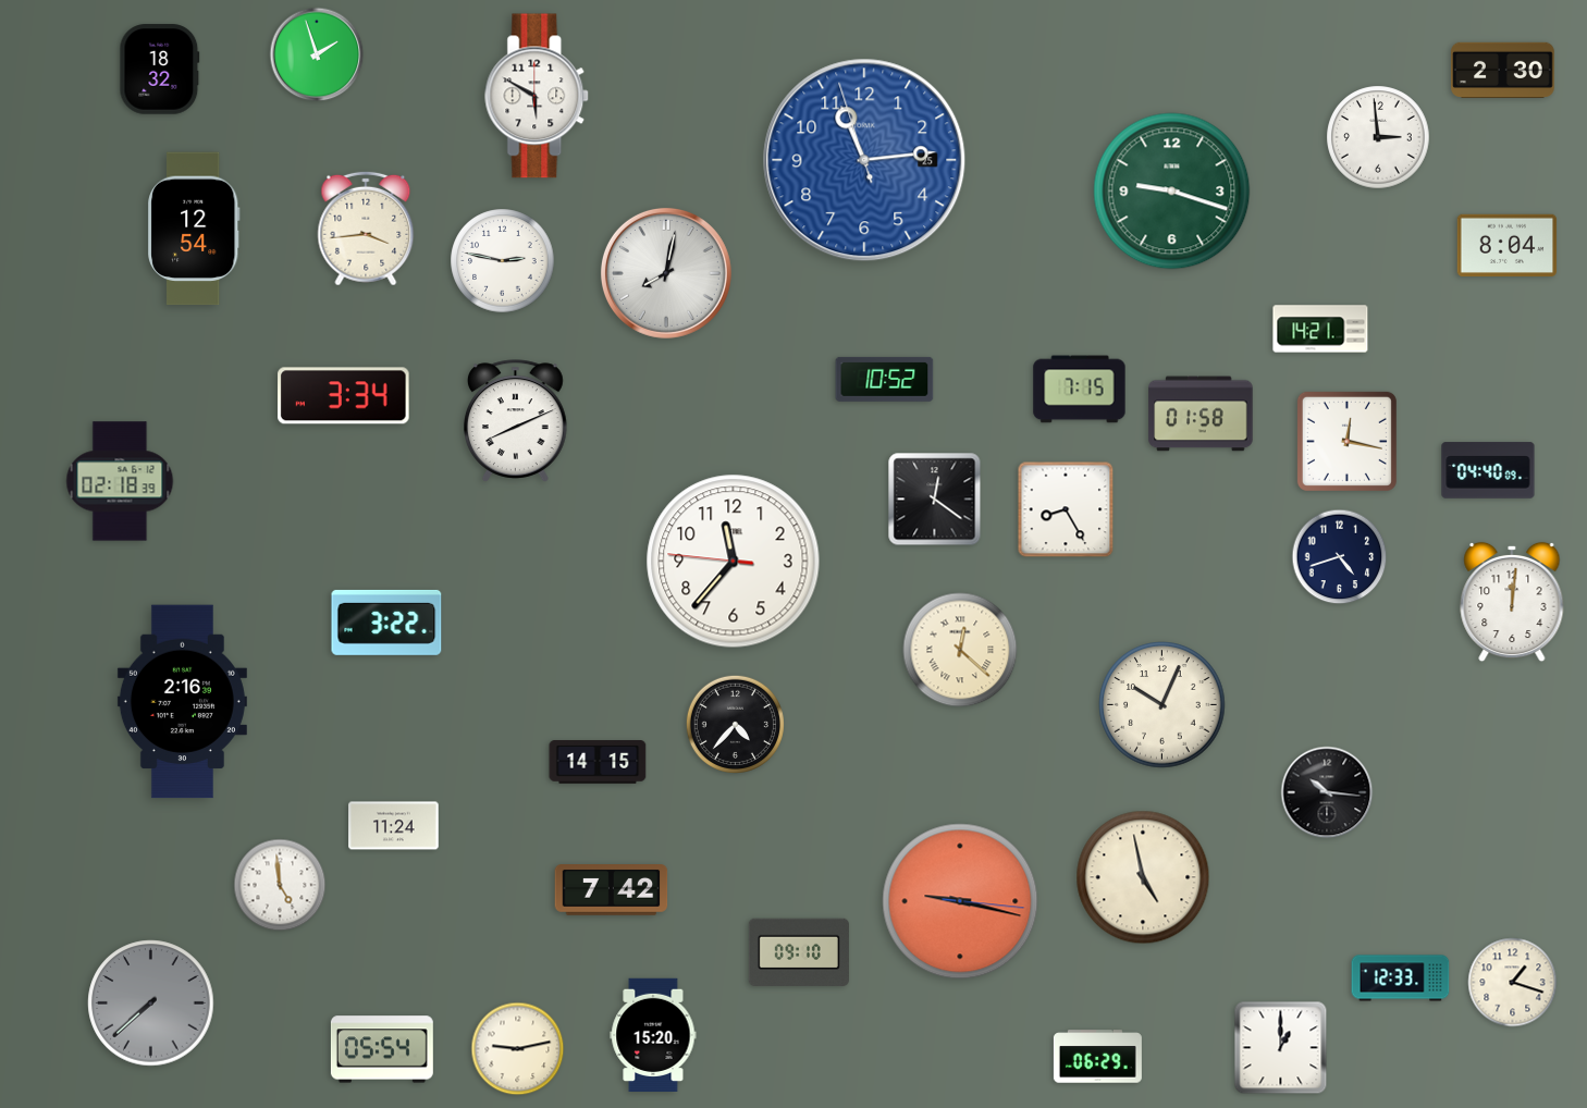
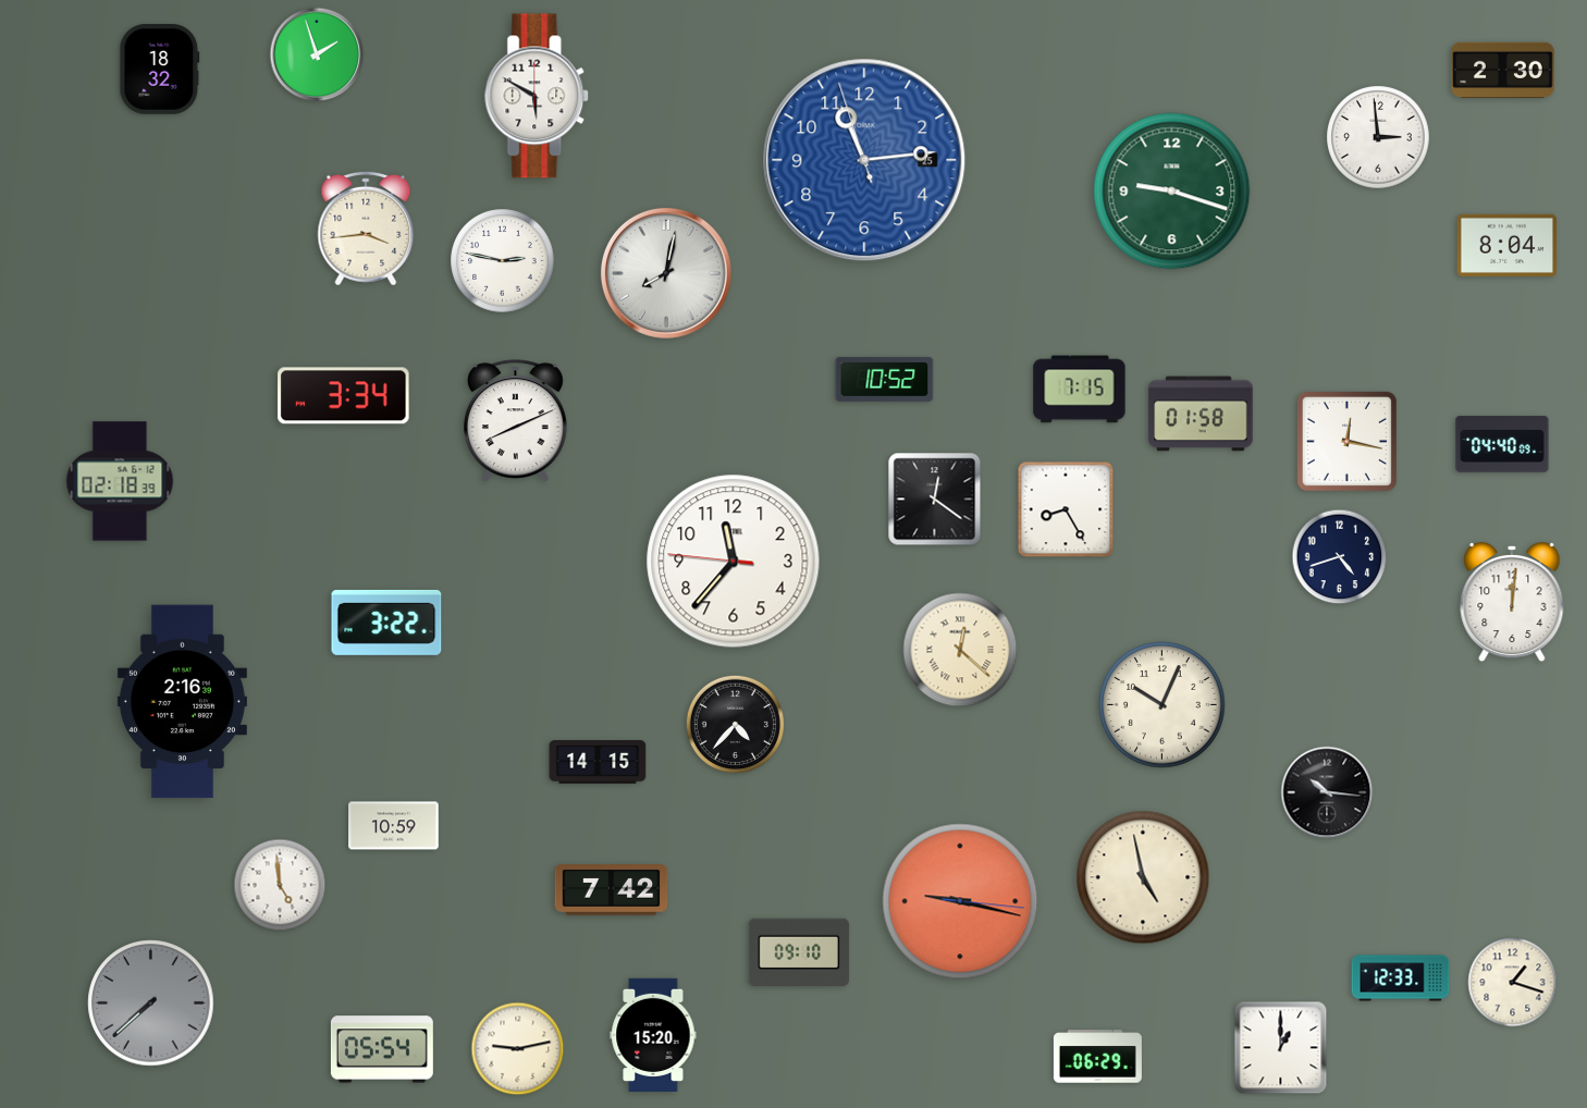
clock at (194, 229): 12:54 -> none
clock at (1320, 329): 14:21 -> none
clock at (1488, 470) position: (1488, 470) -> (1502, 444)
clock at (394, 826): 11:24 -> 10:59
